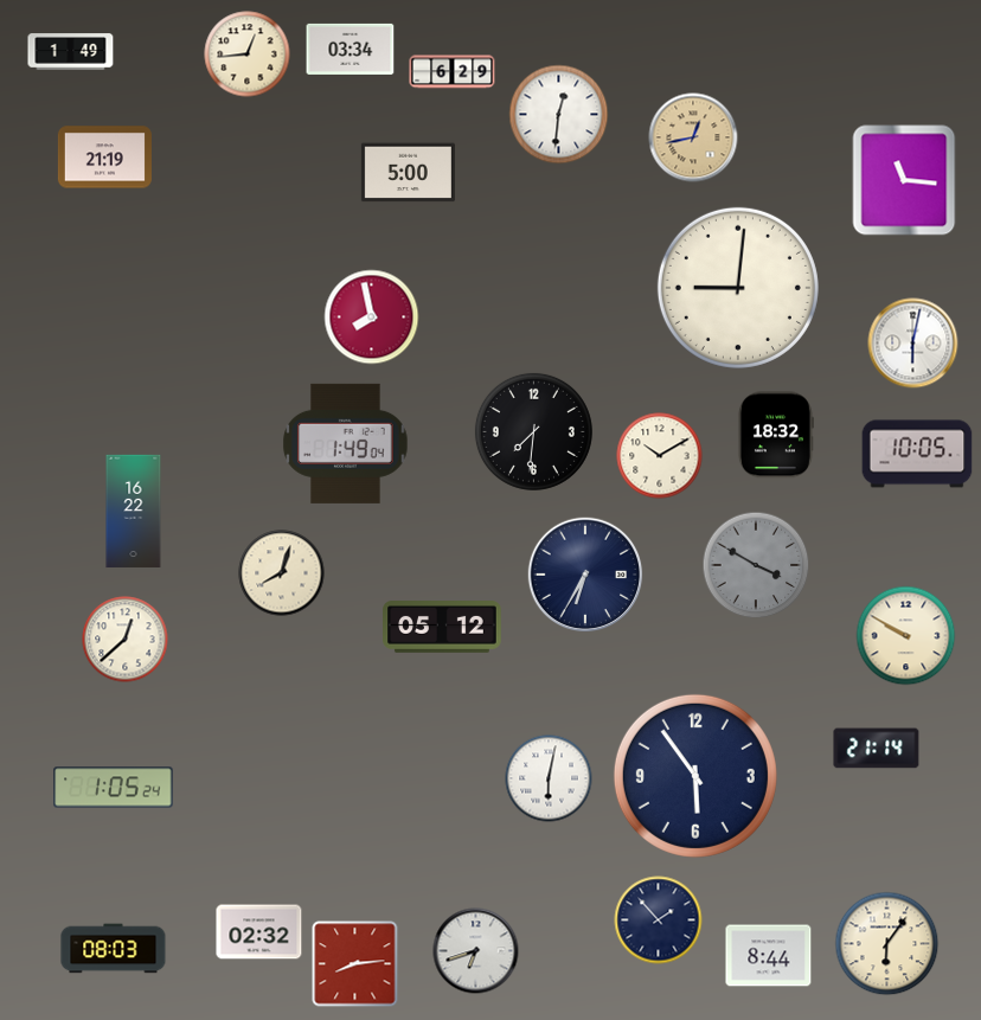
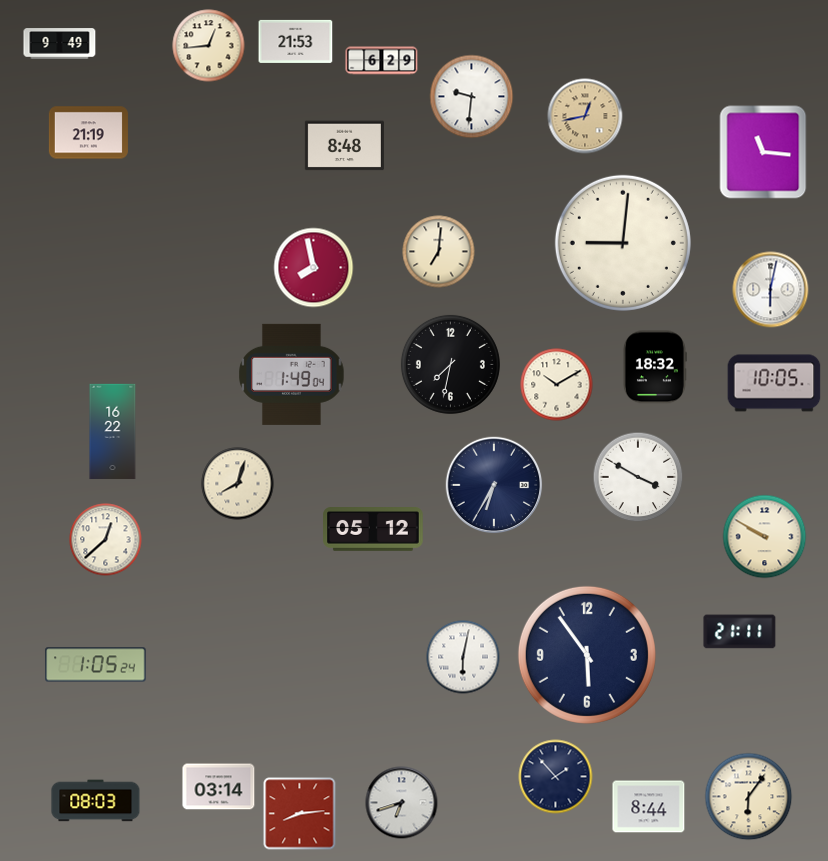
clock at (351, 49): 03:34 -> 21:53
clock at (71, 52): 1:49 -> 9:49
clock at (559, 115): 12:31 -> 9:31
clock at (408, 173): 5:00 -> 8:48
clock at (439, 252): none -> 7:01
clock at (533, 431): 7:31 -> 7:32
clock at (756, 565) dial: grey -> white
clock at (877, 749): 21:14 -> 21:11
clock at (259, 932): 02:32 -> 03:14
